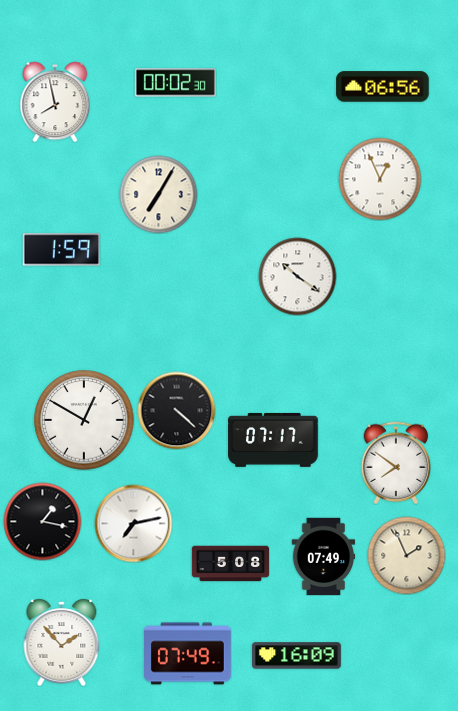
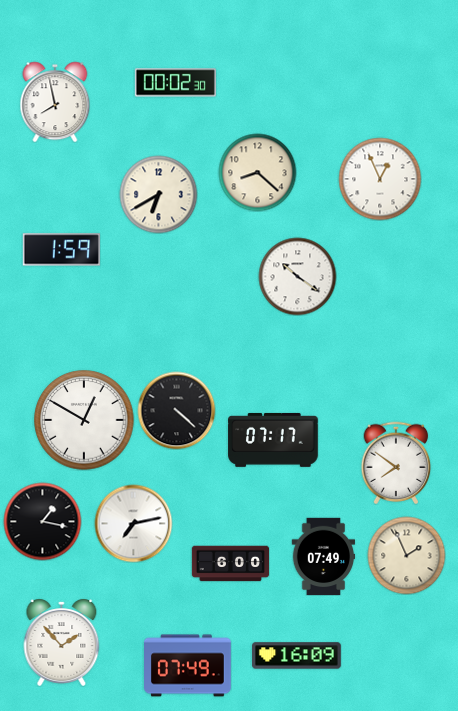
clock at (383, 87): 06:56 -> none
clock at (257, 172): none -> 8:22
clock at (158, 194): 7:05 -> 6:40
clock at (230, 564): 5:08 -> 6:00
clock at (188, 654) position: (188, 654) -> (188, 666)
